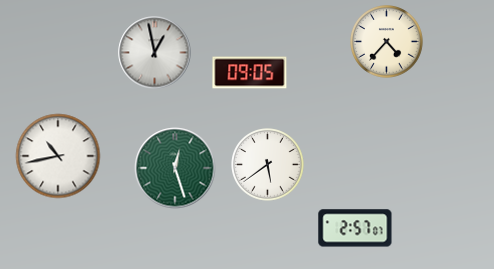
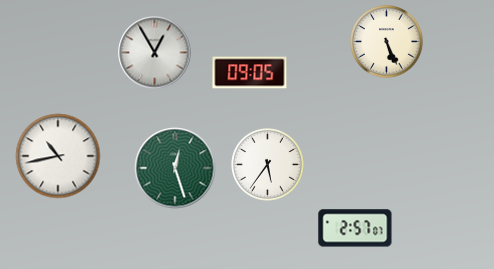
clock at (387, 42): 4:37 -> 5:26
clock at (155, 53): 12:58 -> 12:55
clock at (268, 165): 5:39 -> 5:36
